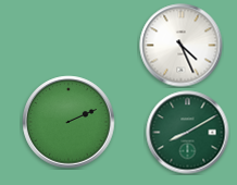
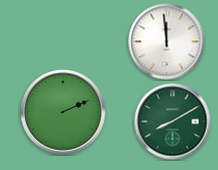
clock at (182, 46): 4:26 -> 11:59
